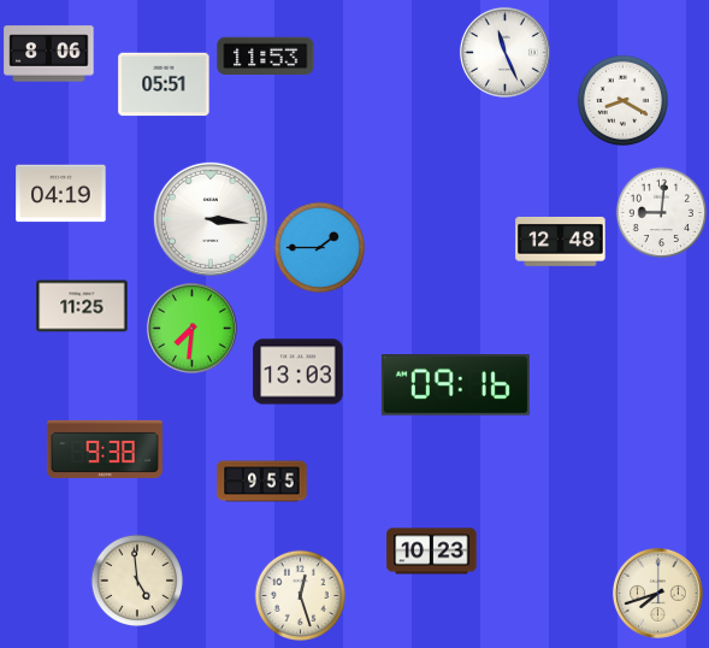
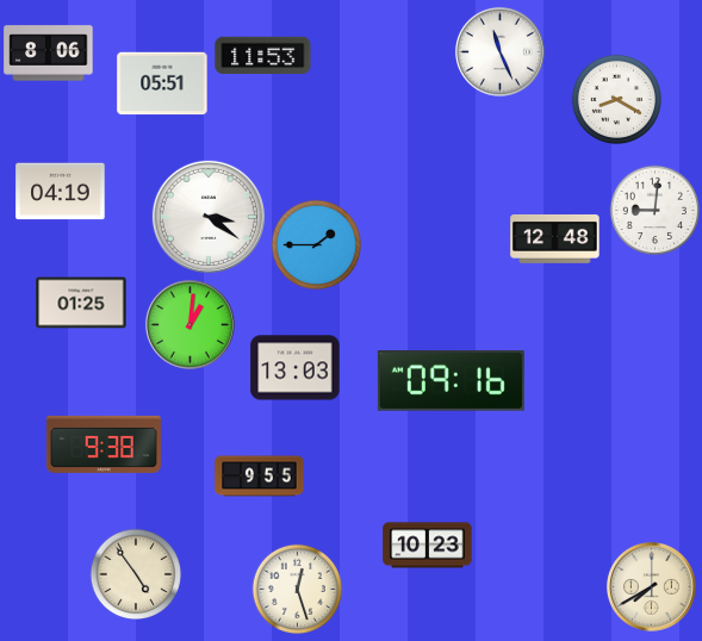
clock at (211, 219): 3:16 -> 3:21
clock at (82, 306): 11:25 -> 01:25
clock at (191, 328): 7:31 -> 1:01
clock at (137, 581): 4:59 -> 4:54
clock at (657, 593): 7:42 -> 7:40
